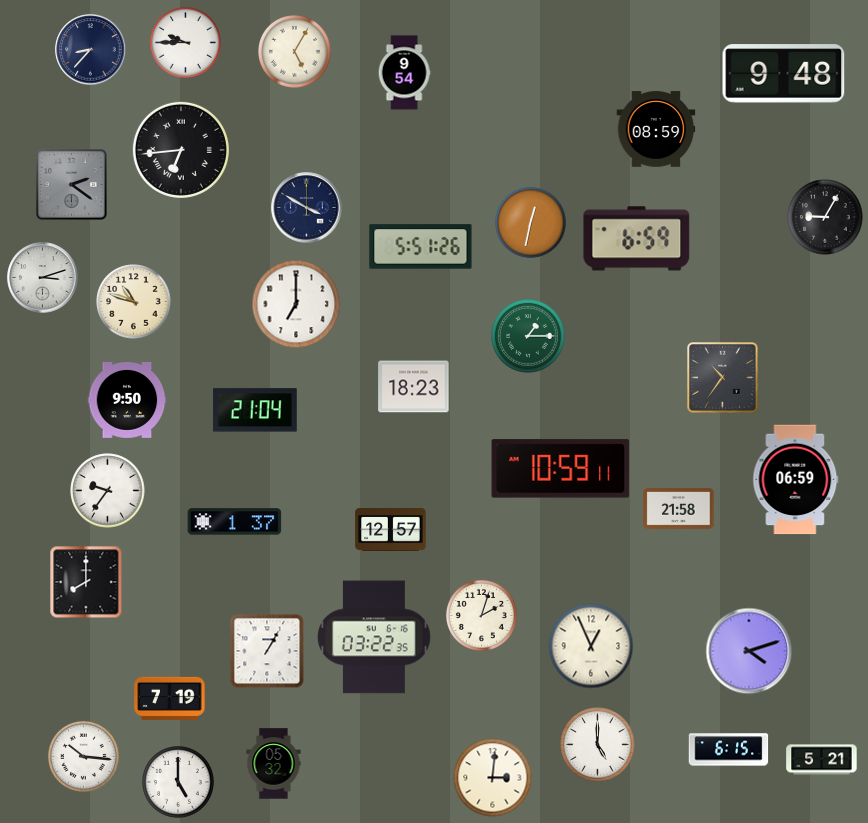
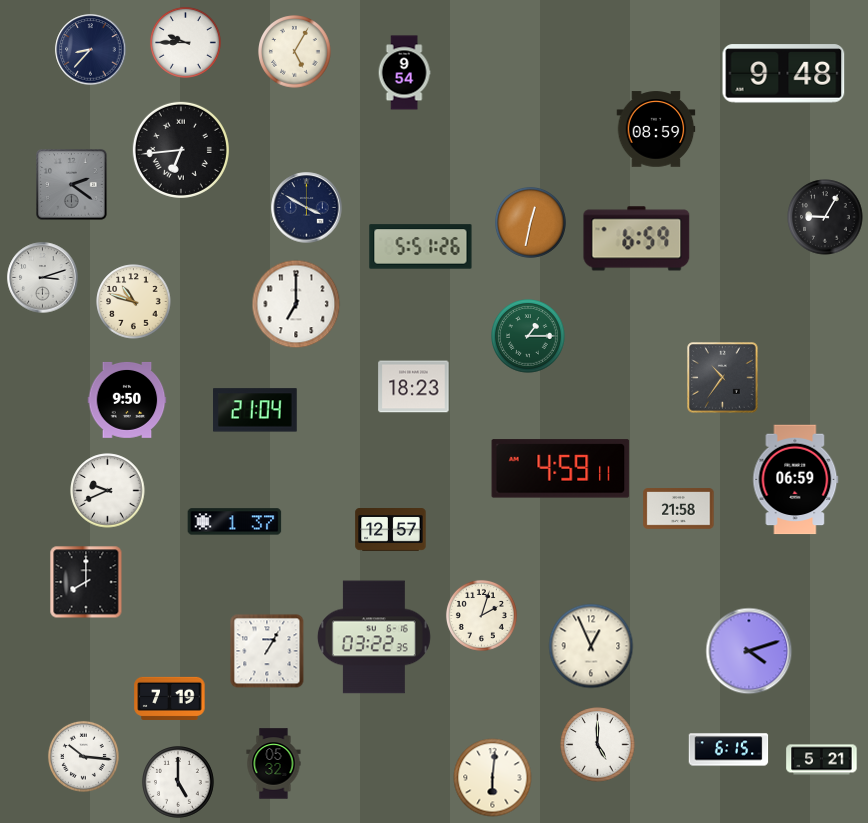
clock at (561, 469): 10:59 -> 4:59
clock at (108, 491): 9:36 -> 9:41
clock at (493, 778): 3:01 -> 6:01
